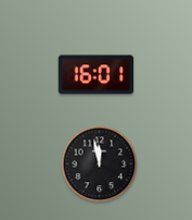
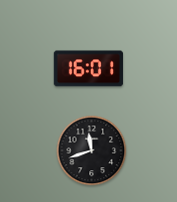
clock at (100, 164): 11:58 -> 11:42
